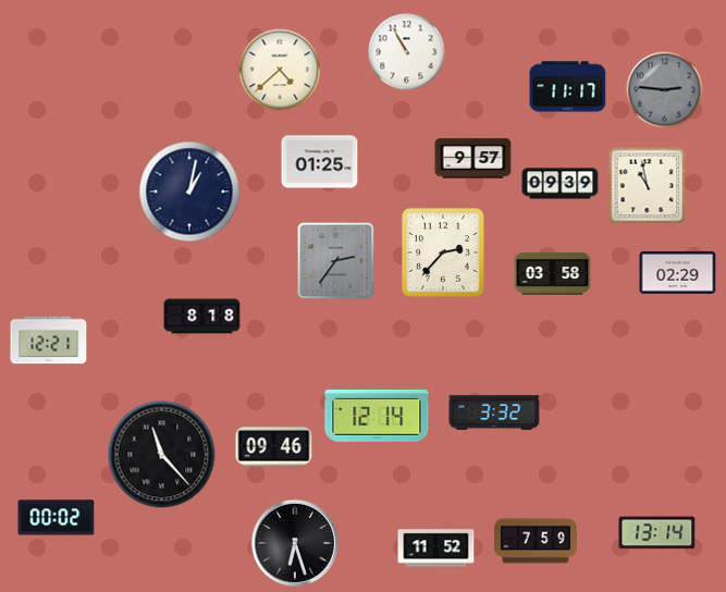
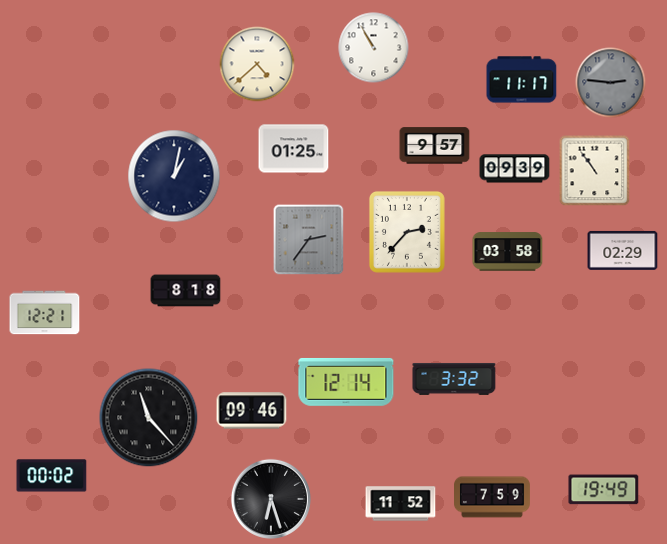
clock at (648, 186): 10:58 -> 10:54
clock at (657, 533): 13:14 -> 19:49
